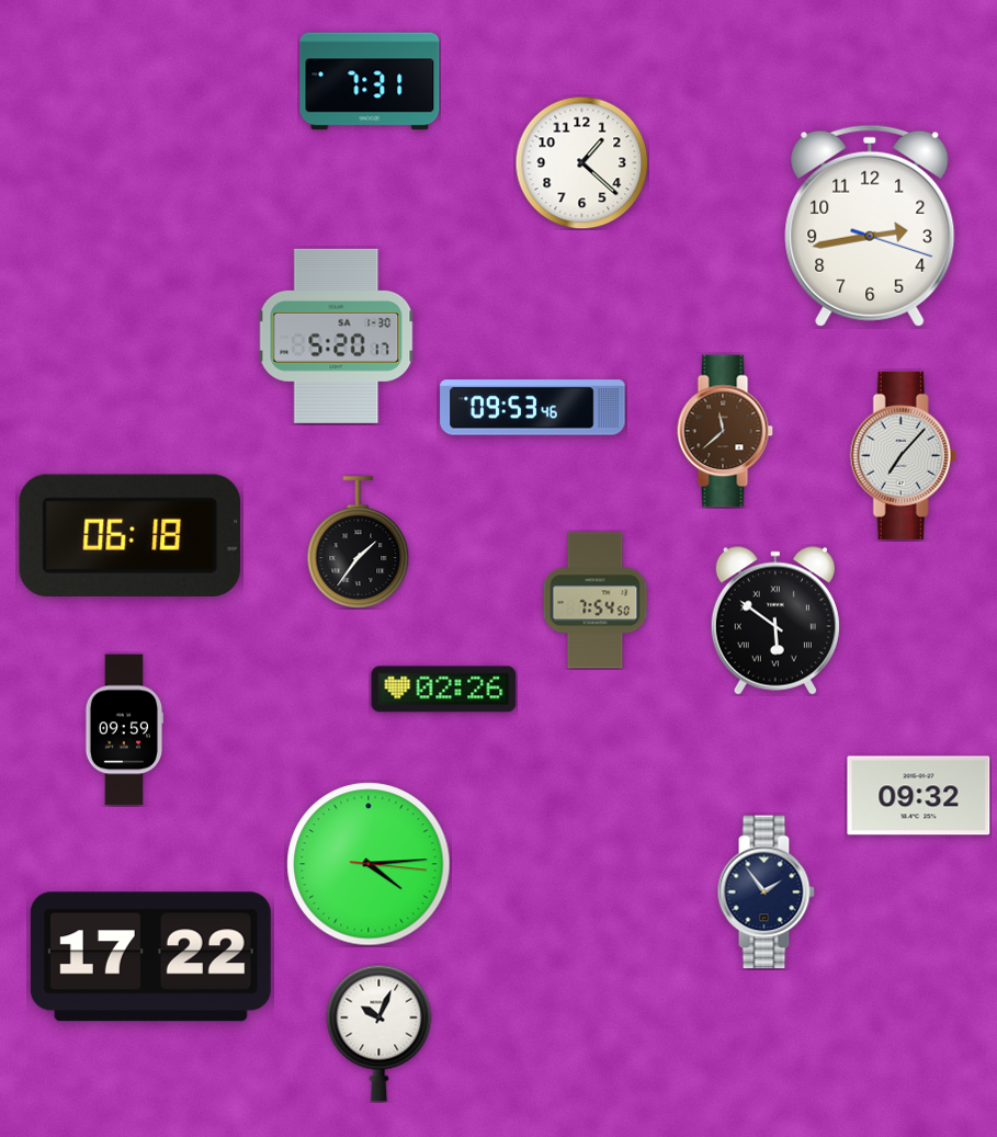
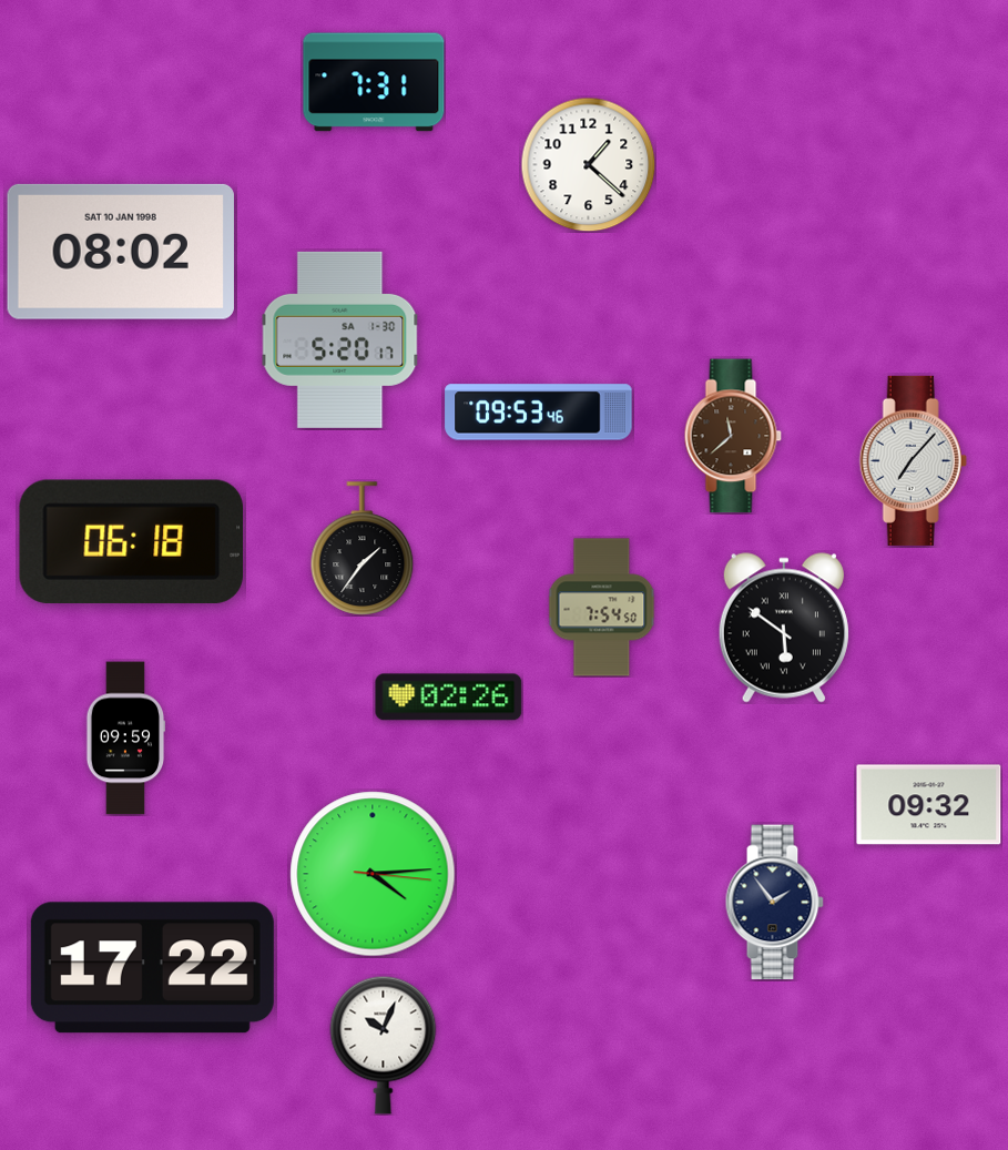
clock at (870, 226): 2:43 -> none
clock at (121, 252): none -> 08:02
